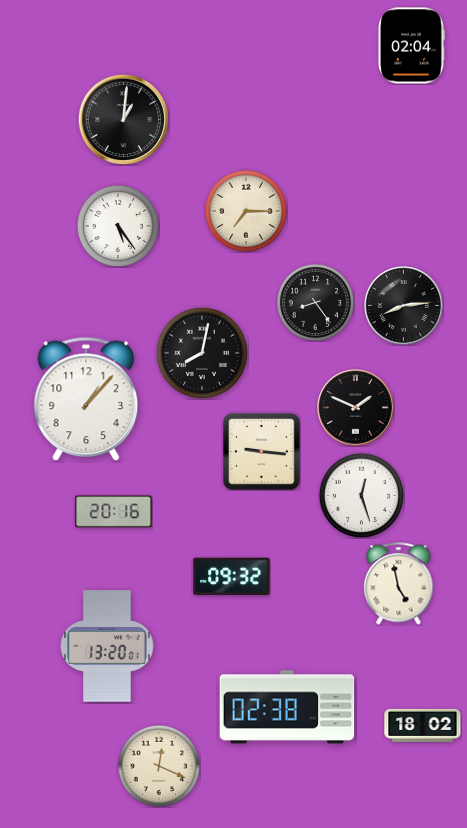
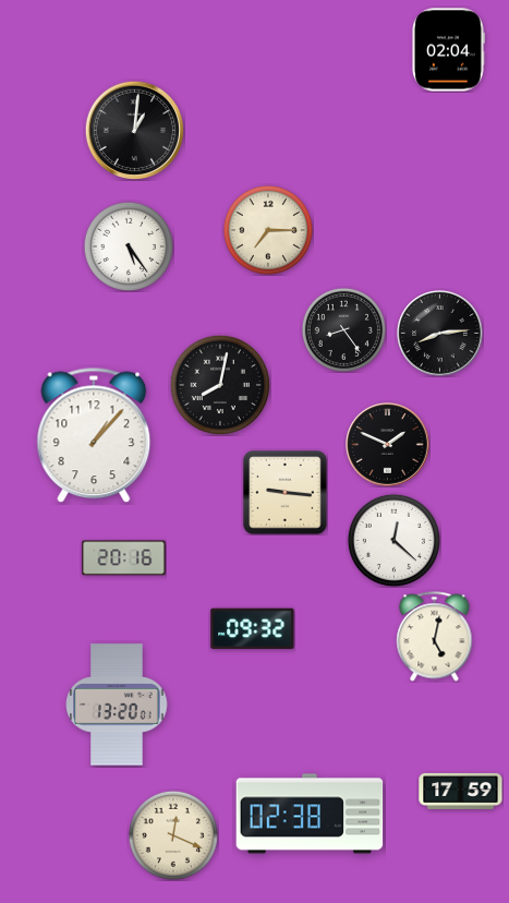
clock at (361, 495): 12:27 -> 12:22
clock at (399, 584): 4:58 -> 5:02
clock at (287, 707) position: (287, 707) -> (310, 814)
clock at (423, 725): 18:02 -> 17:59
